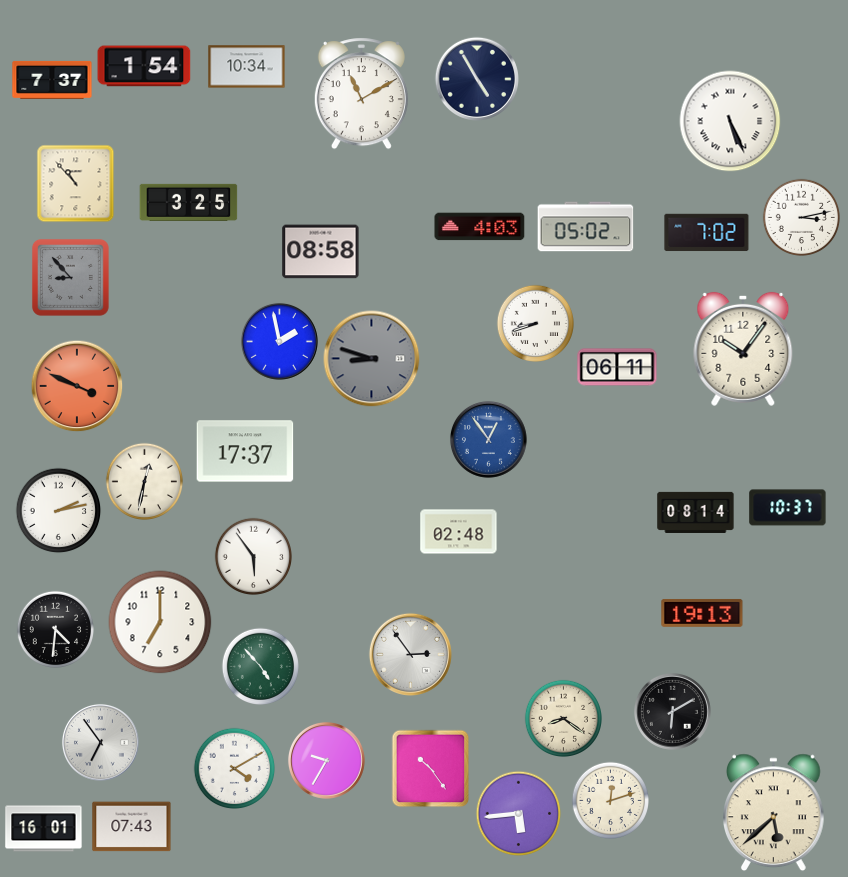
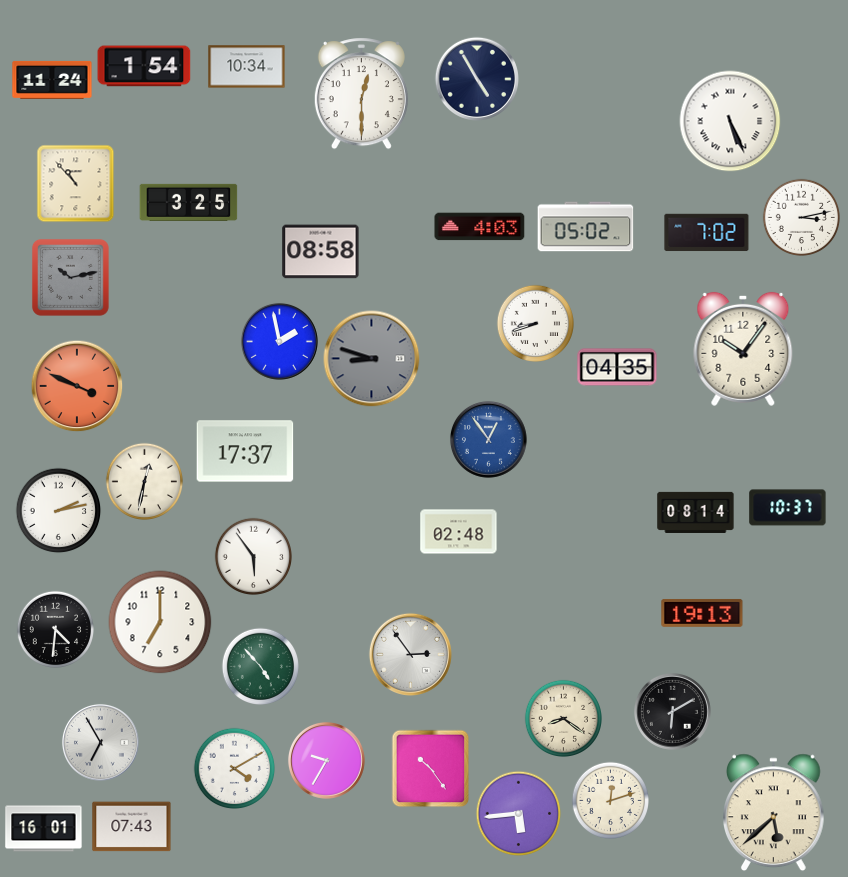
clock at (52, 80): 7:37 -> 11:24
clock at (361, 94): 11:10 -> 12:30
clock at (70, 277): 8:53 -> 10:13
clock at (617, 367): 06:11 -> 04:35
clock at (100, 742): 6:54 -> 6:55
